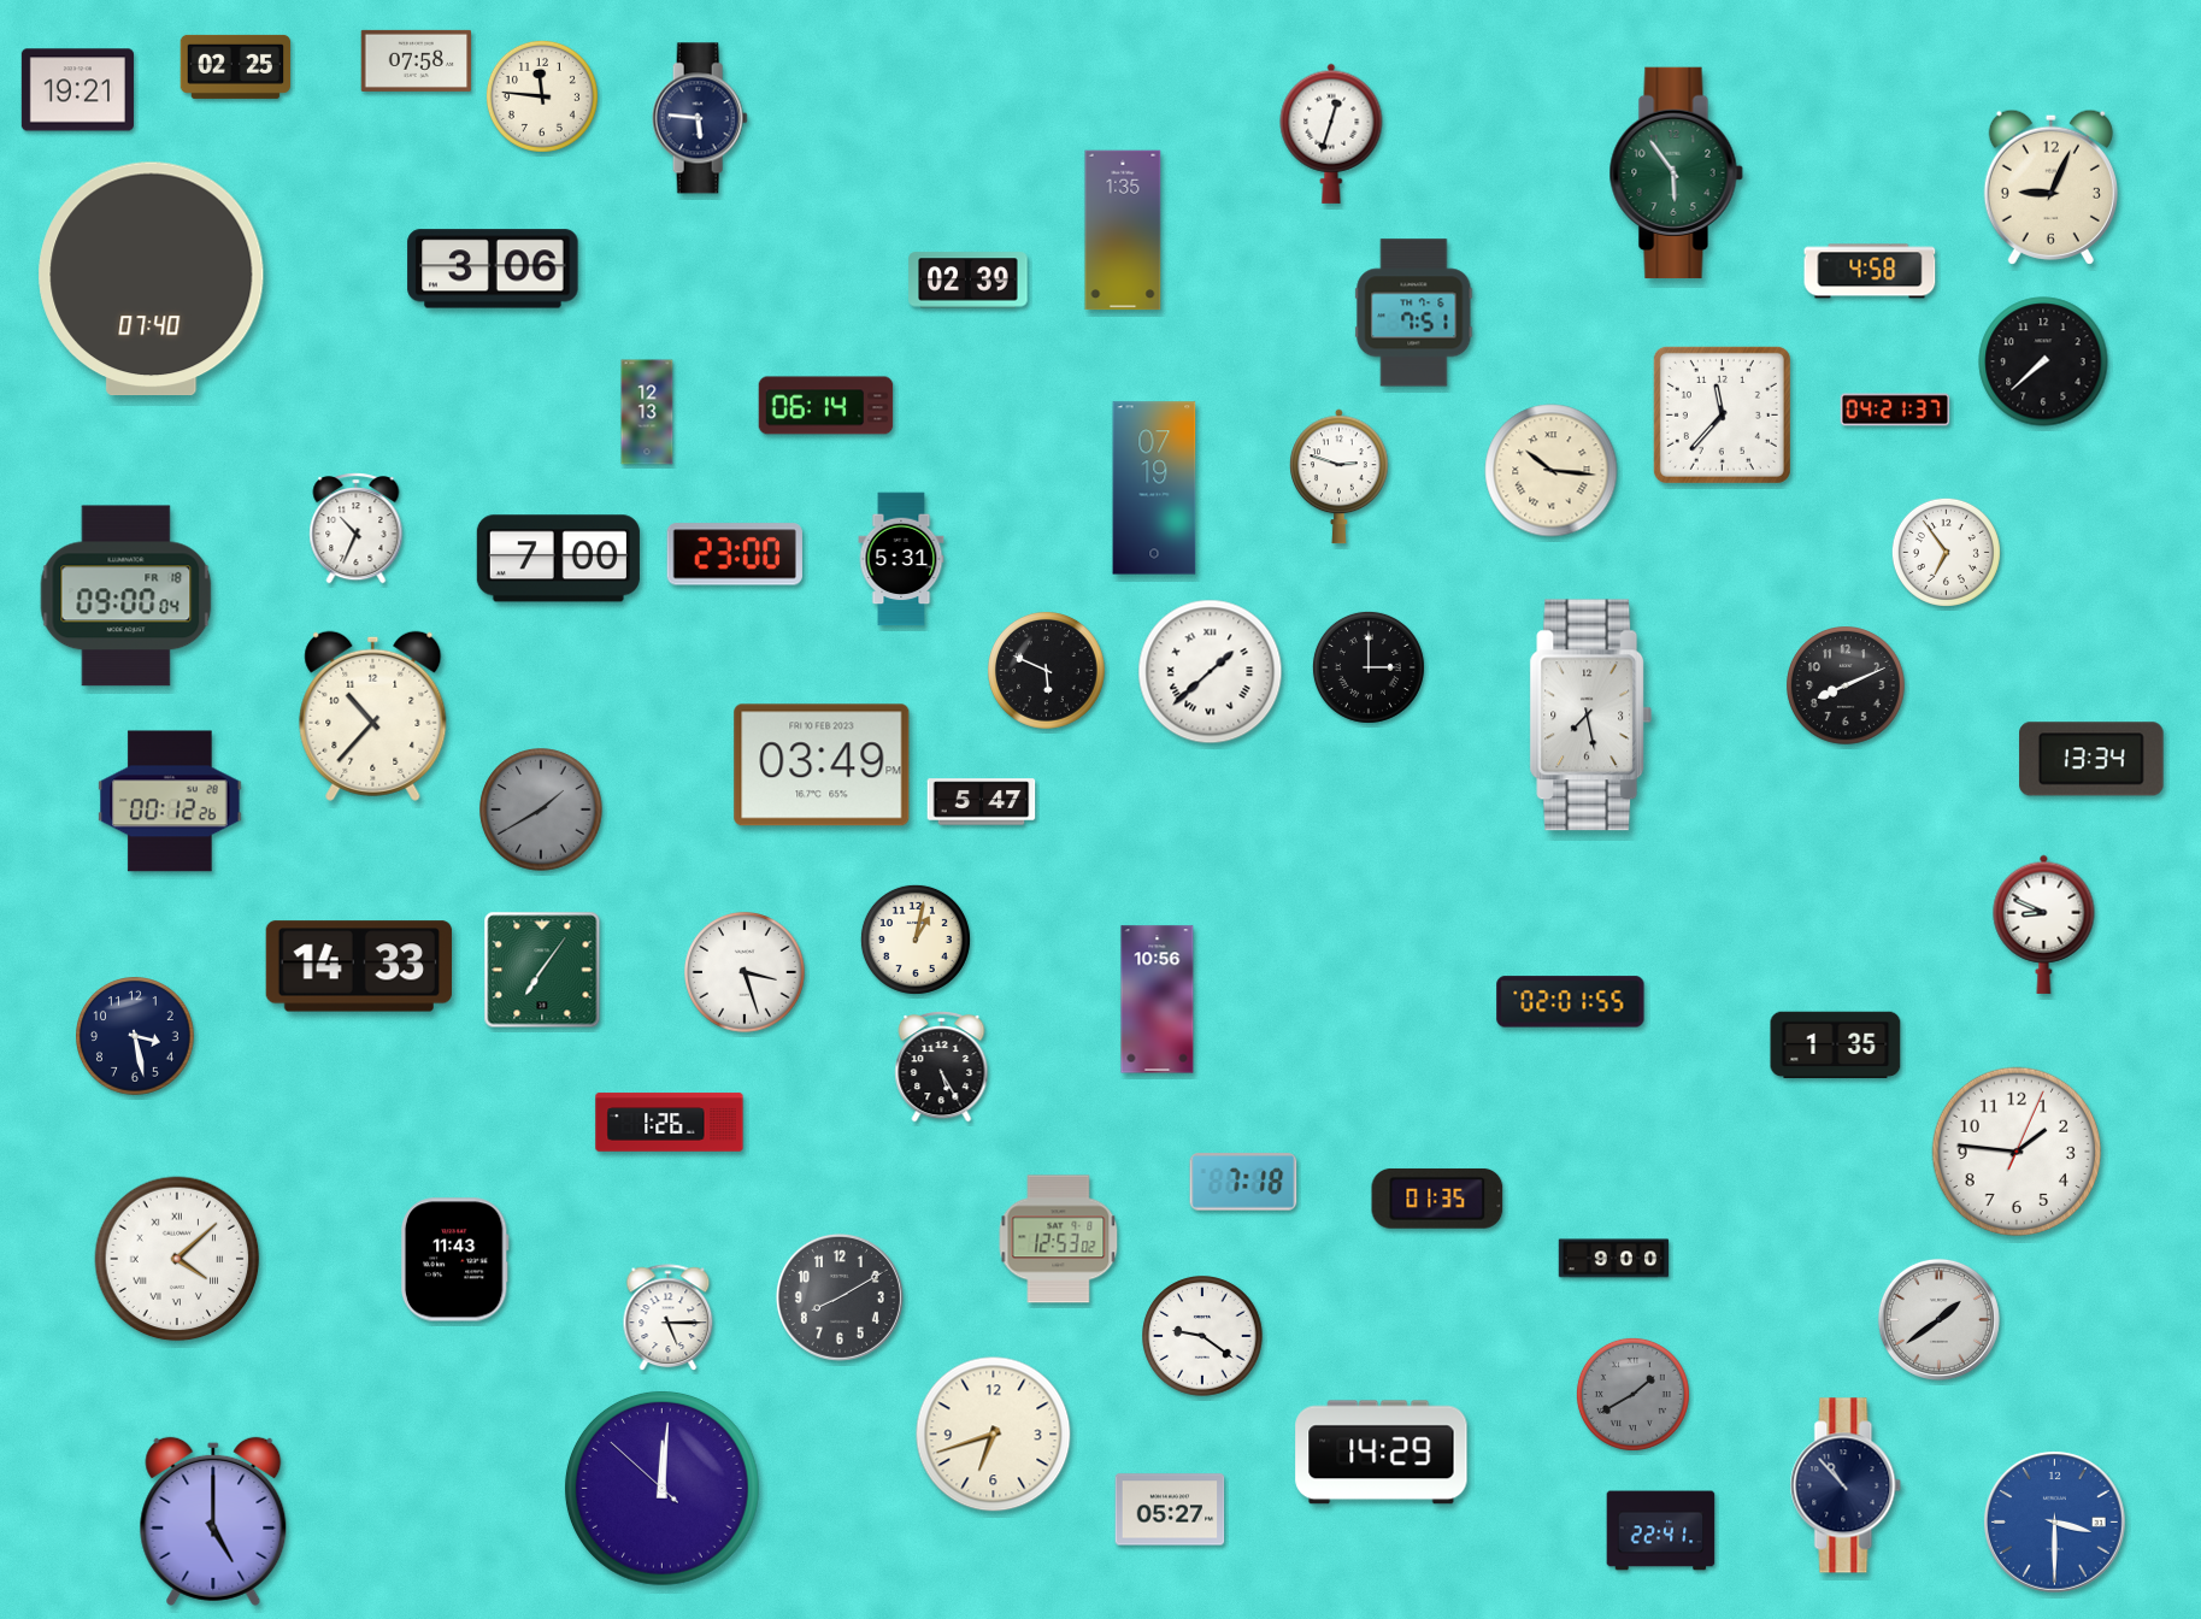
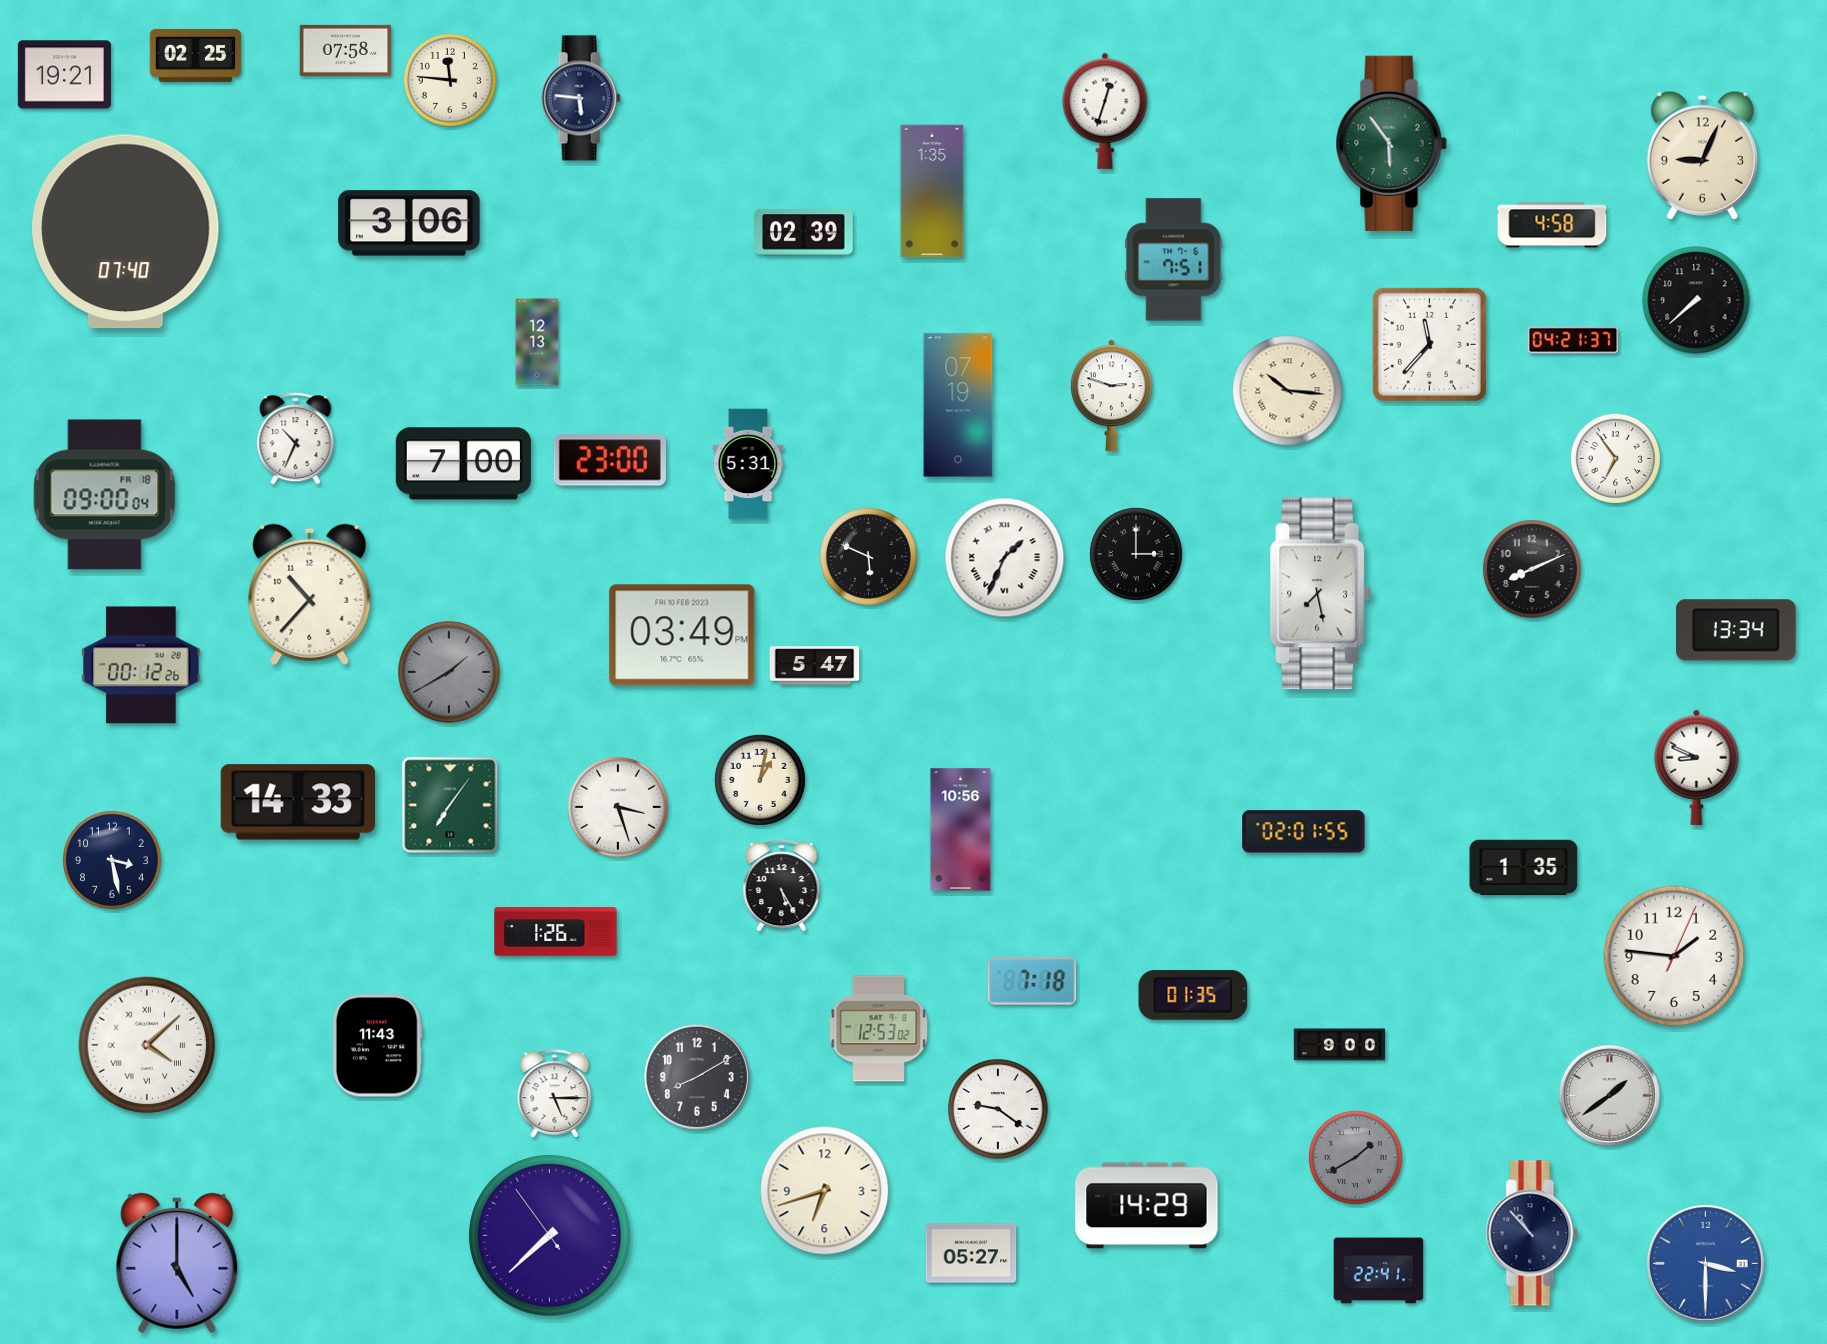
clock at (826, 406): 06:14 -> none
clock at (1211, 672): 1:38 -> 1:34
clock at (663, 1489): 12:00 -> 7:37
